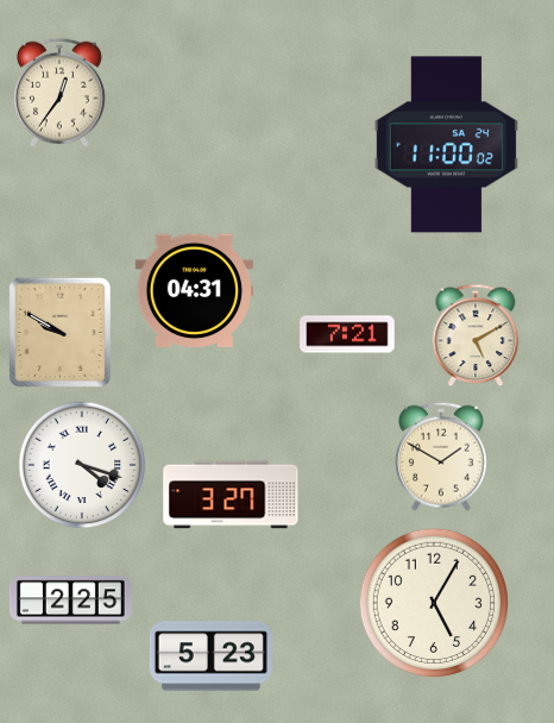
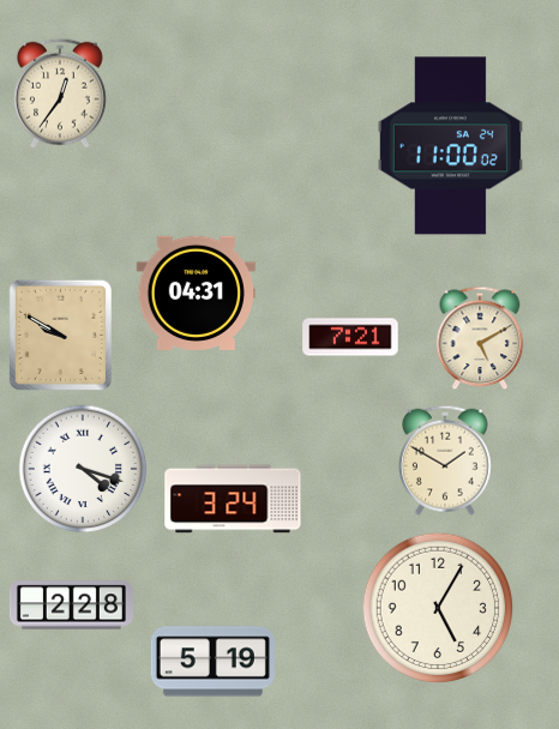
clock at (231, 495): 3:27 -> 3:24
clock at (70, 601): 2:25 -> 2:28
clock at (210, 656): 5:23 -> 5:19
